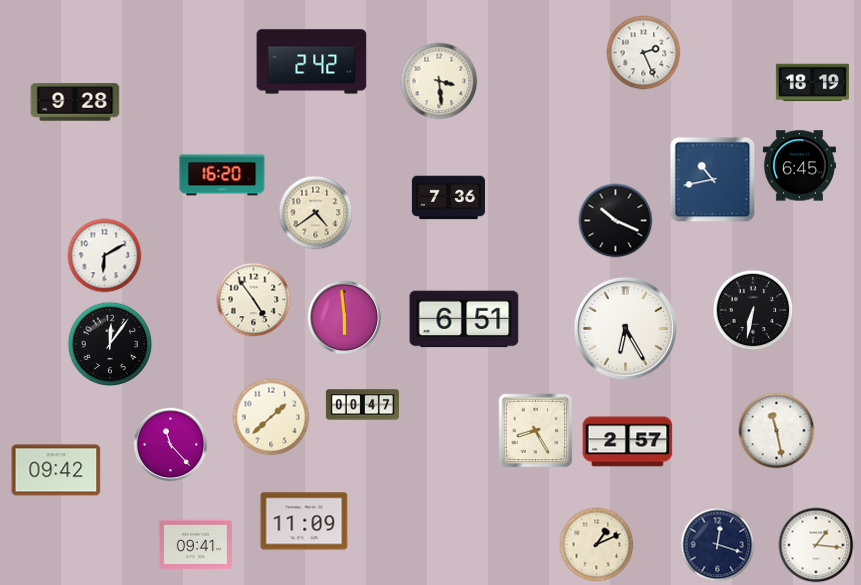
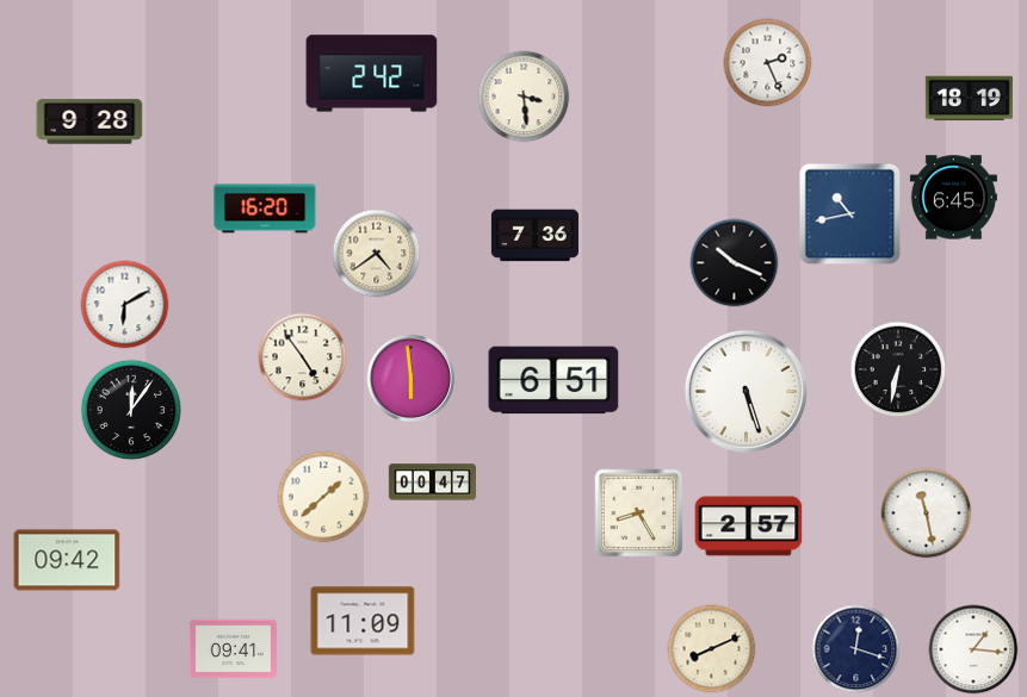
clock at (625, 328): 6:25 -> 5:27
clock at (171, 445): 11:23 -> none
clock at (597, 545): 1:11 -> 8:11
